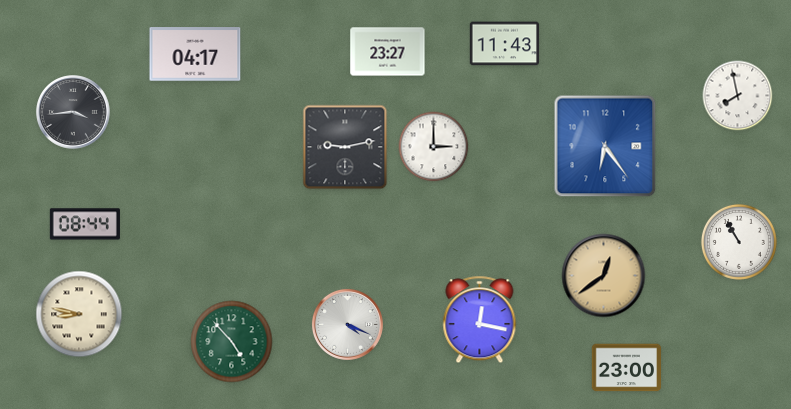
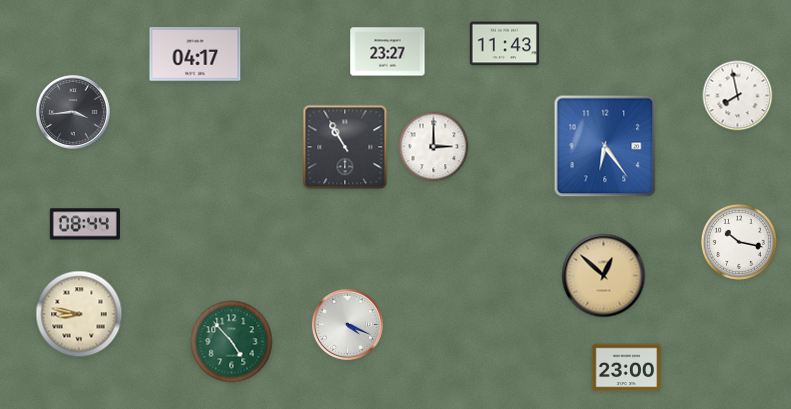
clock at (345, 147): 9:13 -> 10:55
clock at (739, 242): 10:55 -> 10:17
clock at (604, 276): 12:39 -> 12:52
clock at (480, 320): 12:17 -> none
